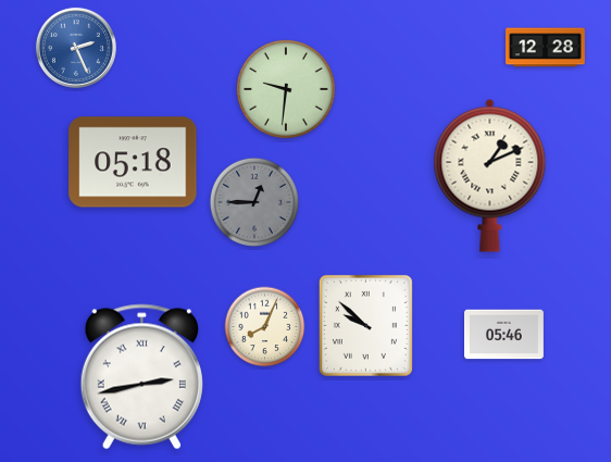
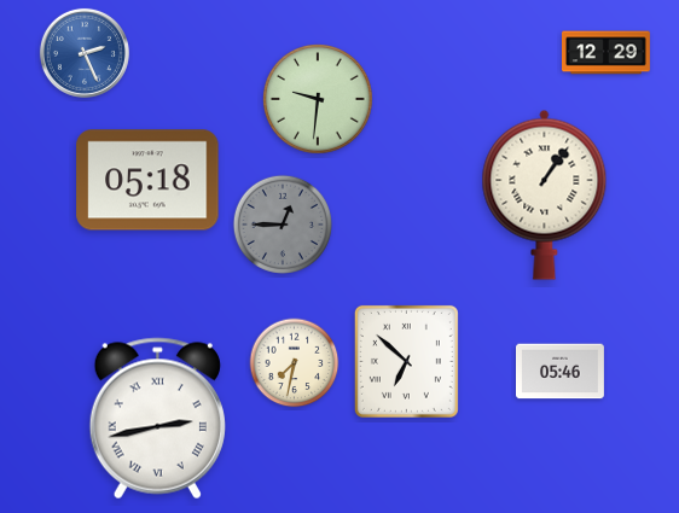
clock at (546, 48): 12:28 -> 12:29
clock at (490, 175): 1:11 -> 1:06
clock at (365, 325): 9:52 -> 6:52
clock at (265, 327): 8:04 -> 7:32
